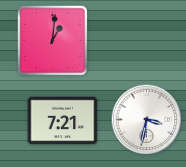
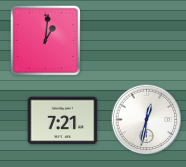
clock at (52, 40) position: (52, 40) -> (45, 40)
clock at (147, 120): 3:32 -> 12:32
